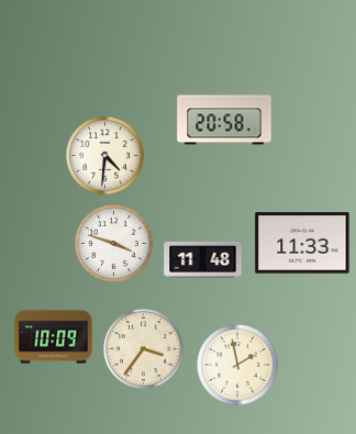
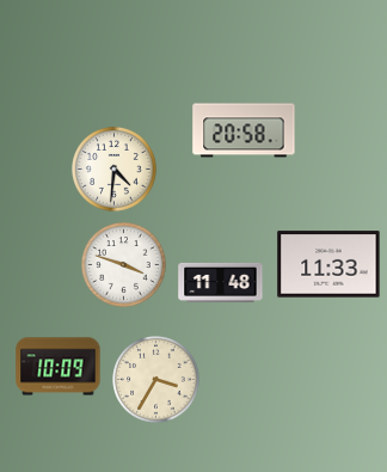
clock at (144, 349): 3:36 -> 3:35
clock at (237, 365): 1:58 -> none
